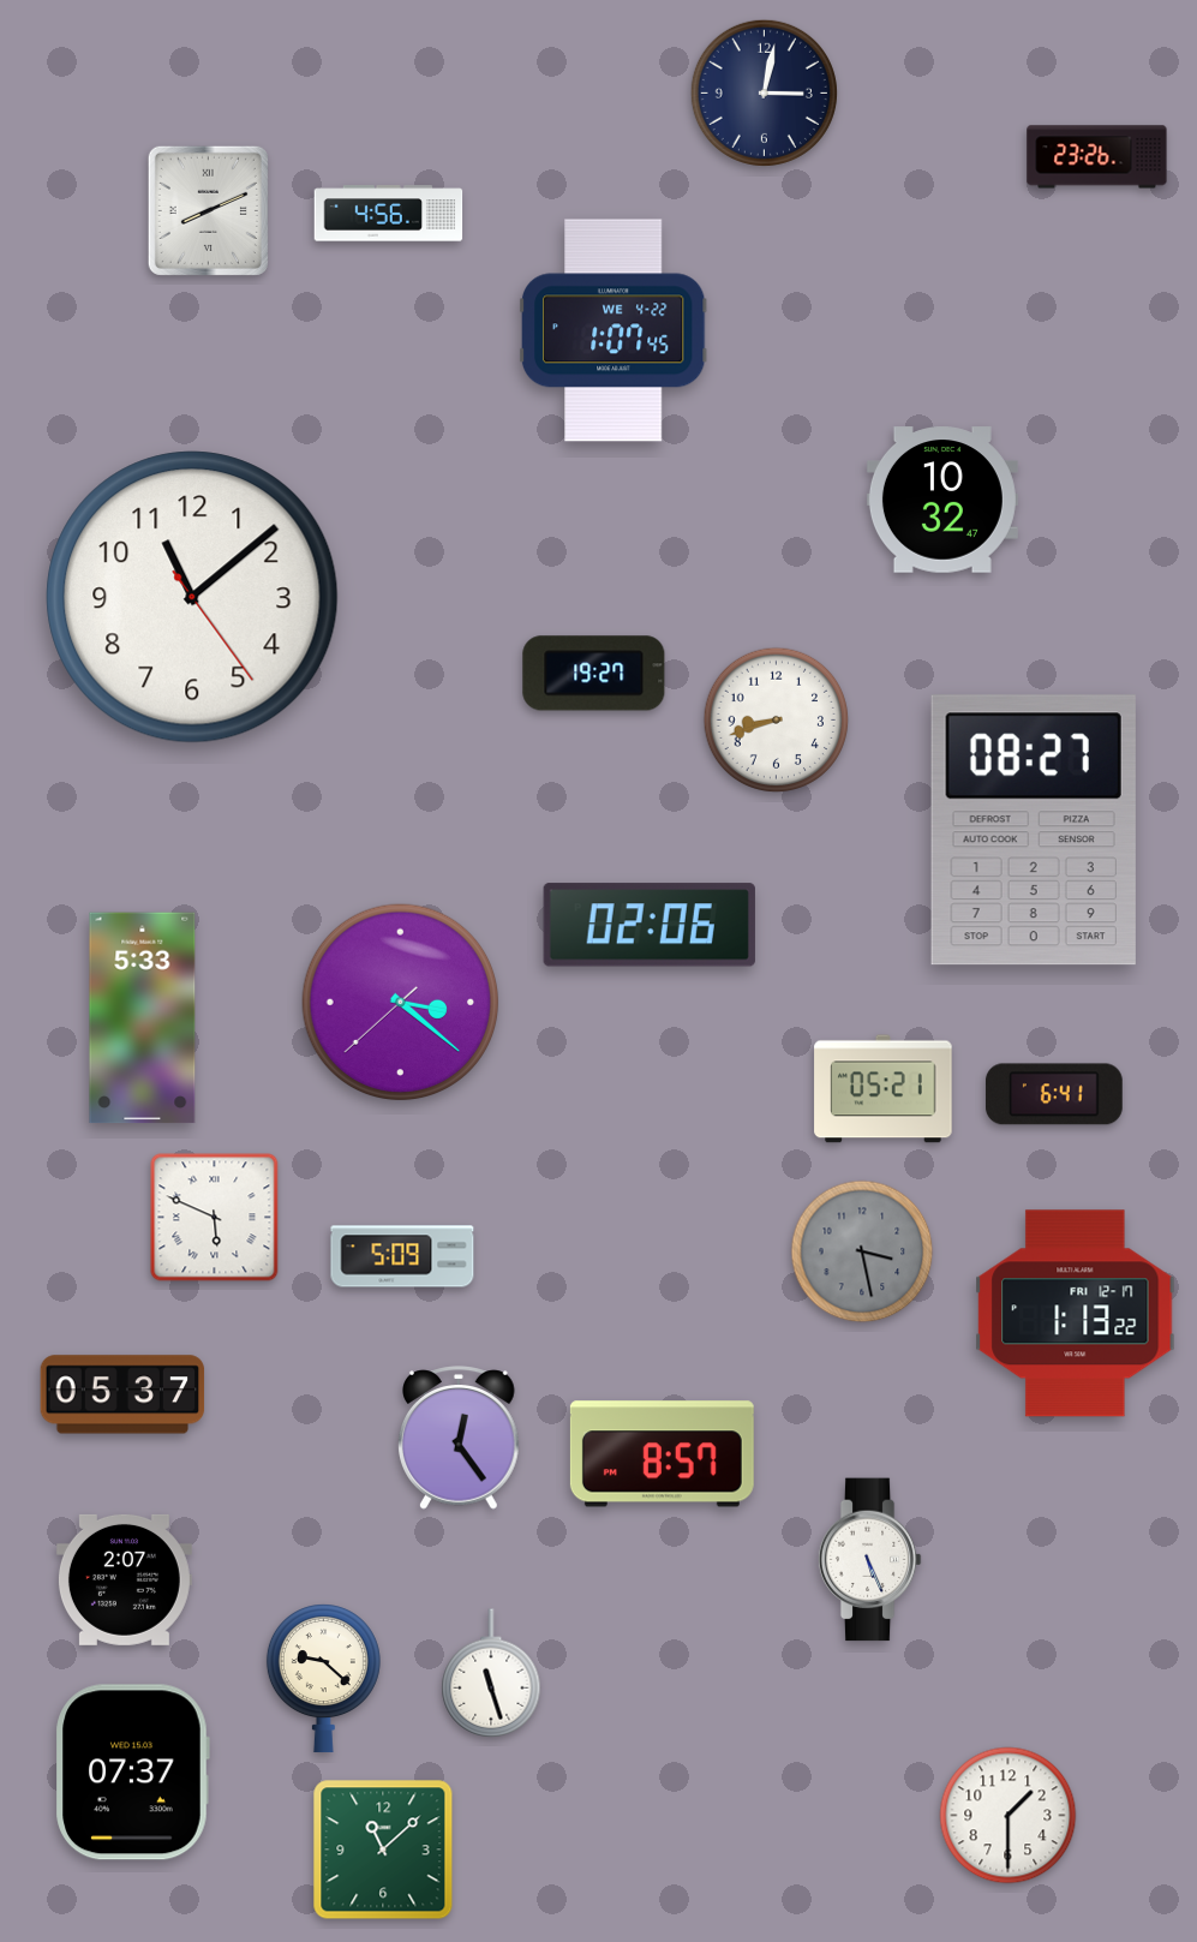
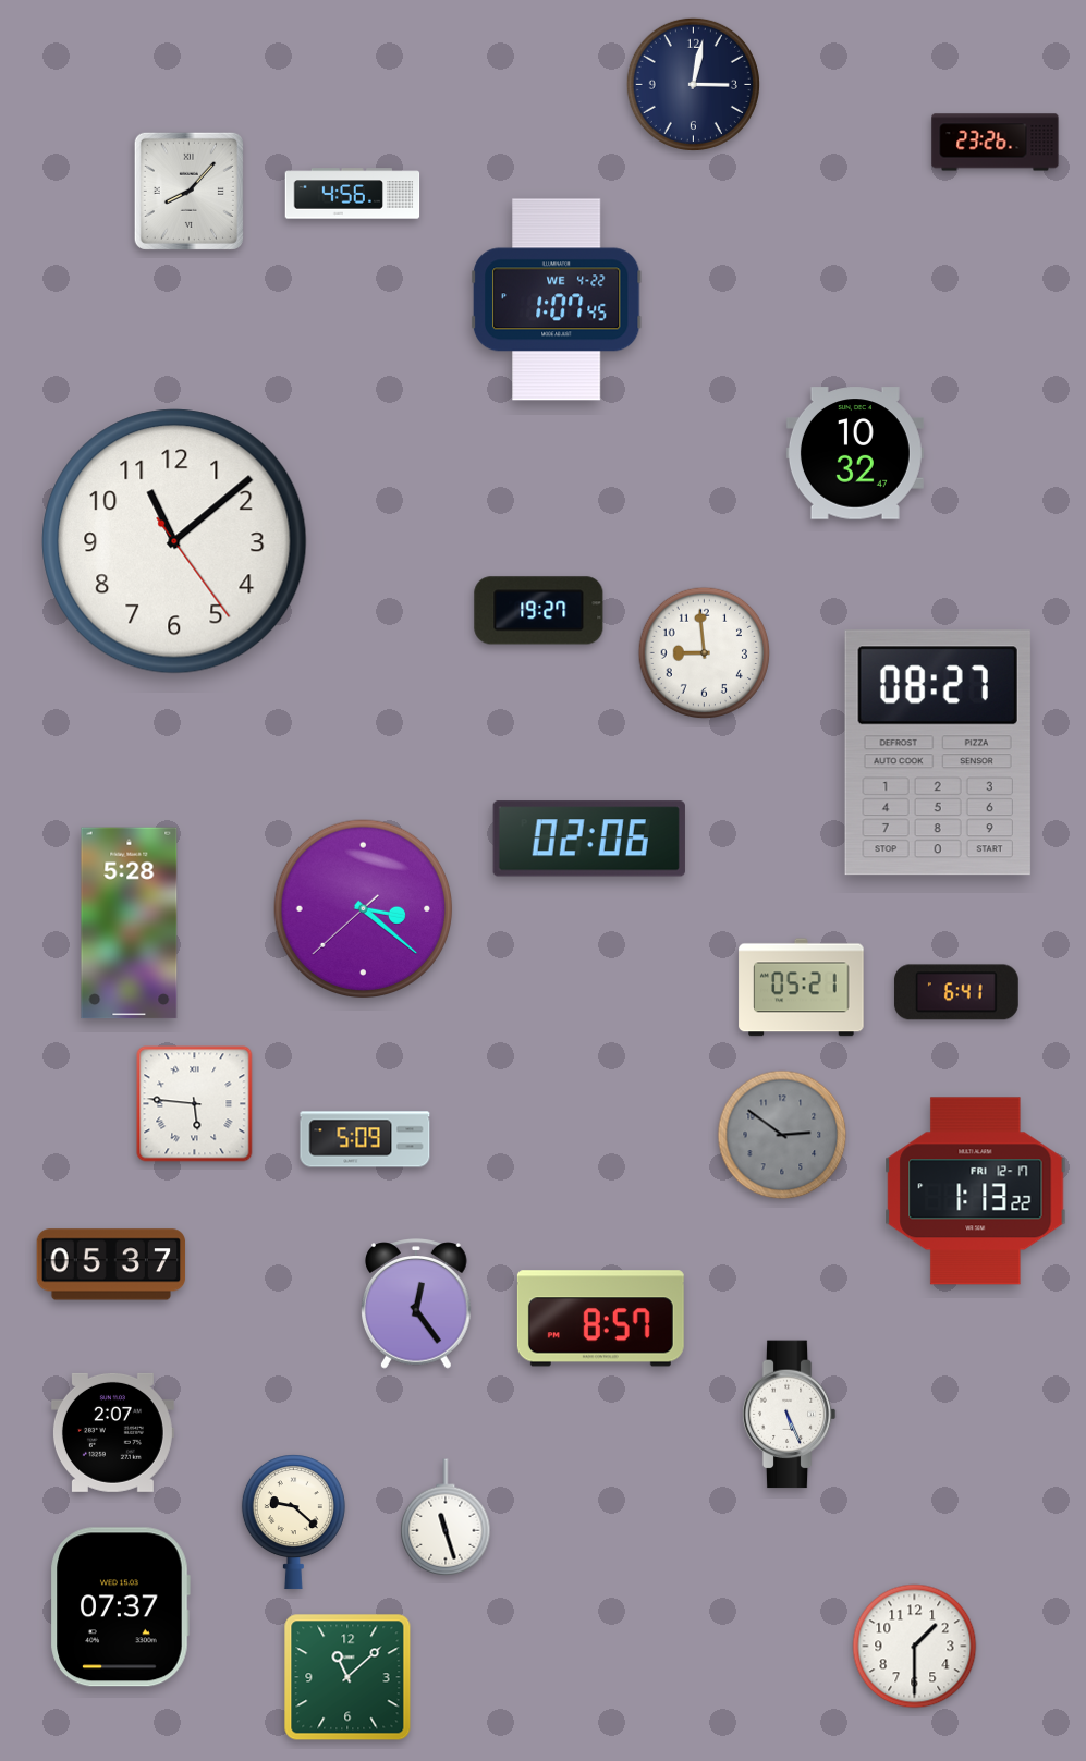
clock at (208, 210): 8:11 -> 8:07
clock at (777, 721): 8:42 -> 8:59
clock at (143, 1018): 5:33 -> 5:28
clock at (215, 1218): 5:49 -> 5:46
clock at (862, 1251): 3:28 -> 2:51
